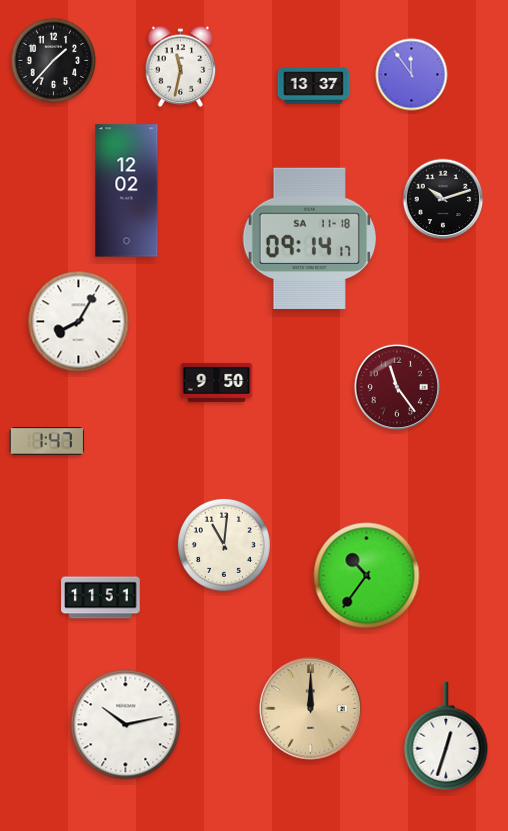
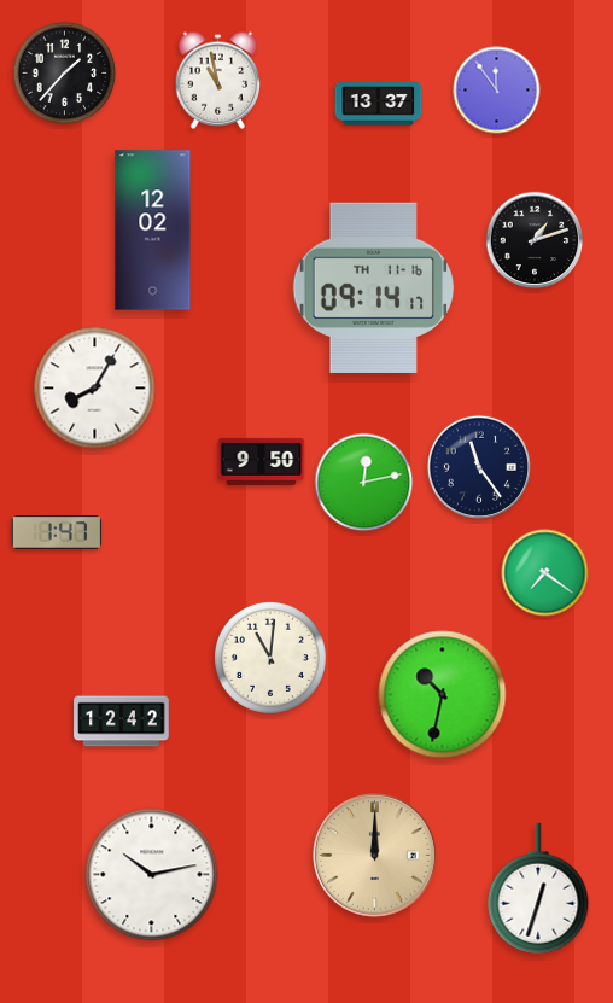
clock at (181, 66): 11:32 -> 10:58
clock at (443, 199): 10:12 -> 1:12
clock at (310, 238) date: SA 11-18 -> TH 11-16
clock at (396, 386) dial: burgundy -> navy
clock at (364, 483): none -> 12:13
clock at (545, 573): none -> 7:21
clock at (367, 576): 10:36 -> 10:32
clock at (101, 598): 11:51 -> 12:42
